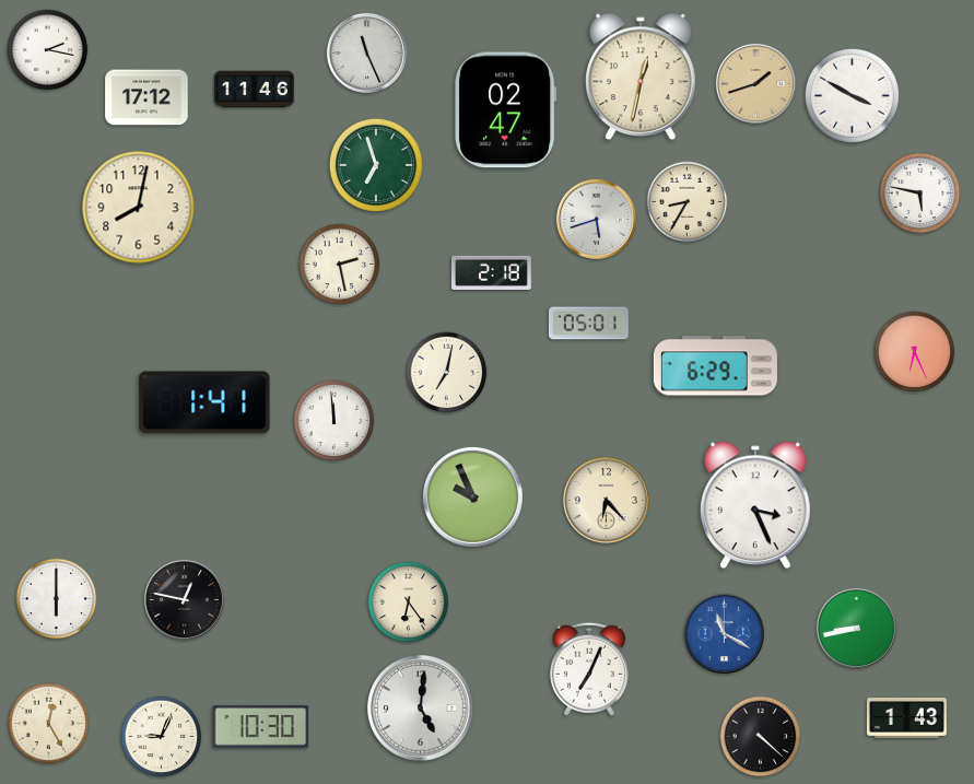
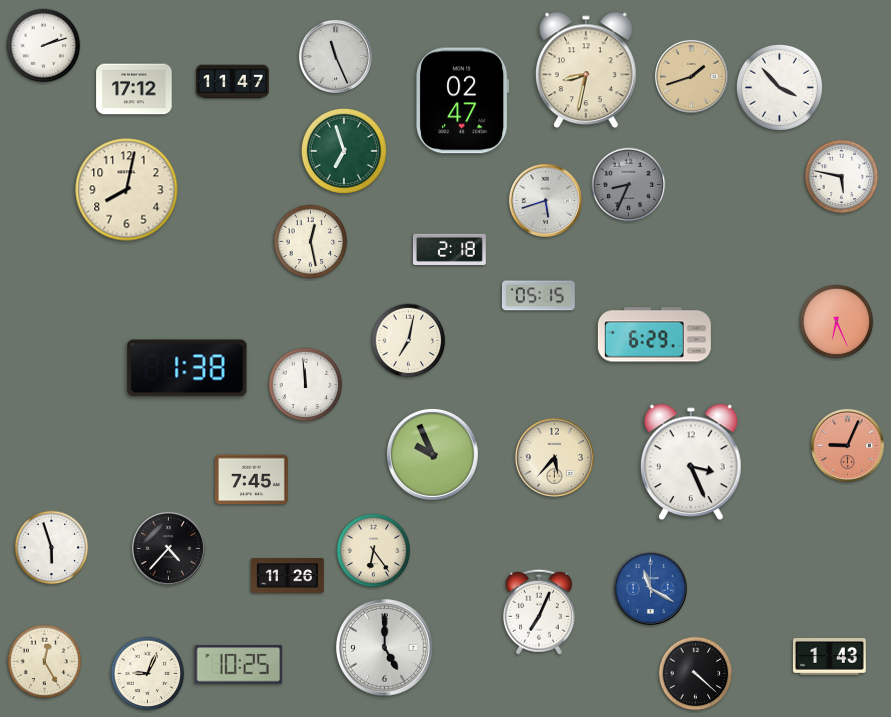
clock at (48, 50): 2:17 -> 2:12
clock at (366, 52) position: (366, 52) -> (335, 56)
clock at (641, 77): 12:32 -> 8:32
clock at (254, 90): 11:46 -> 11:47
clock at (852, 95): 3:50 -> 3:53
clock at (688, 202): 8:35 -> 8:34
clock at (688, 202) dial: cream -> grey
clock at (340, 265): 2:28 -> 12:28
clock at (588, 324): 05:01 -> 05:15
clock at (204, 402): 1:41 -> 1:38
clock at (847, 445): none -> 9:04
clock at (606, 500): 6:23 -> 5:37
clock at (251, 480): none -> 7:45
clock at (57, 599): 6:00 -> 5:57
clock at (184, 599): 12:47 -> 4:37
clock at (856, 628): 8:43 -> none
clock at (287, 576): none -> 11:26
clock at (724, 633) position: (724, 633) -> (650, 588)
clock at (421, 709): 5:01 -> 5:00
clock at (261, 727): 10:30 -> 10:25
